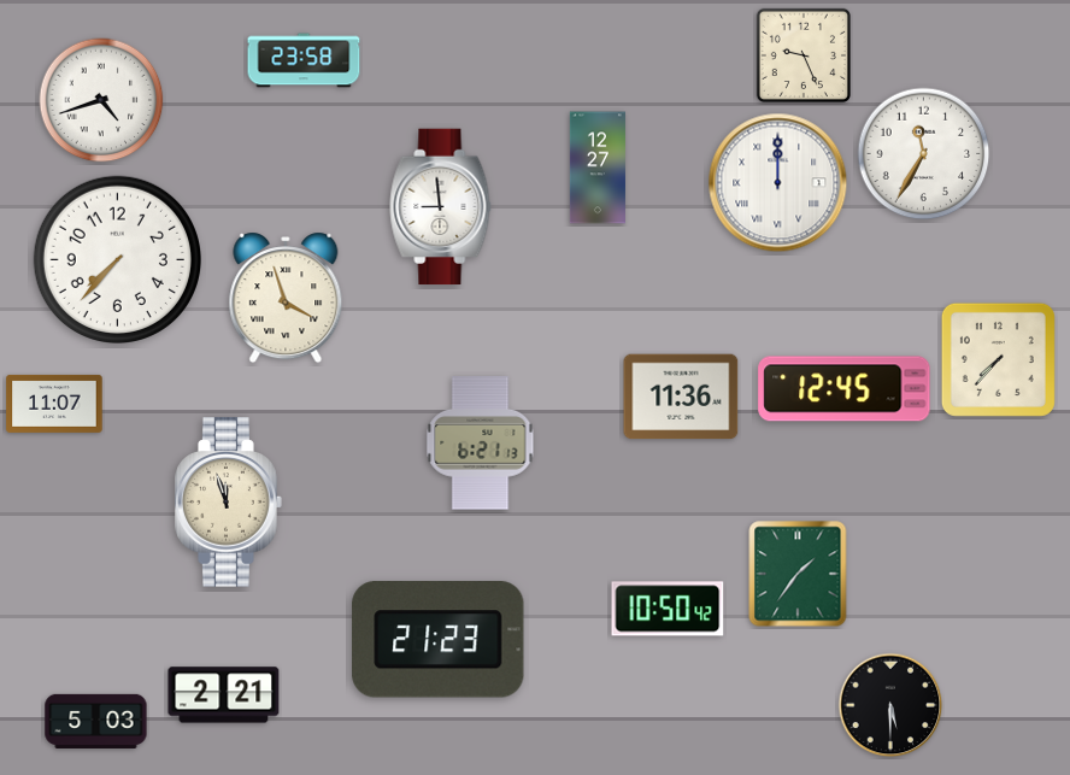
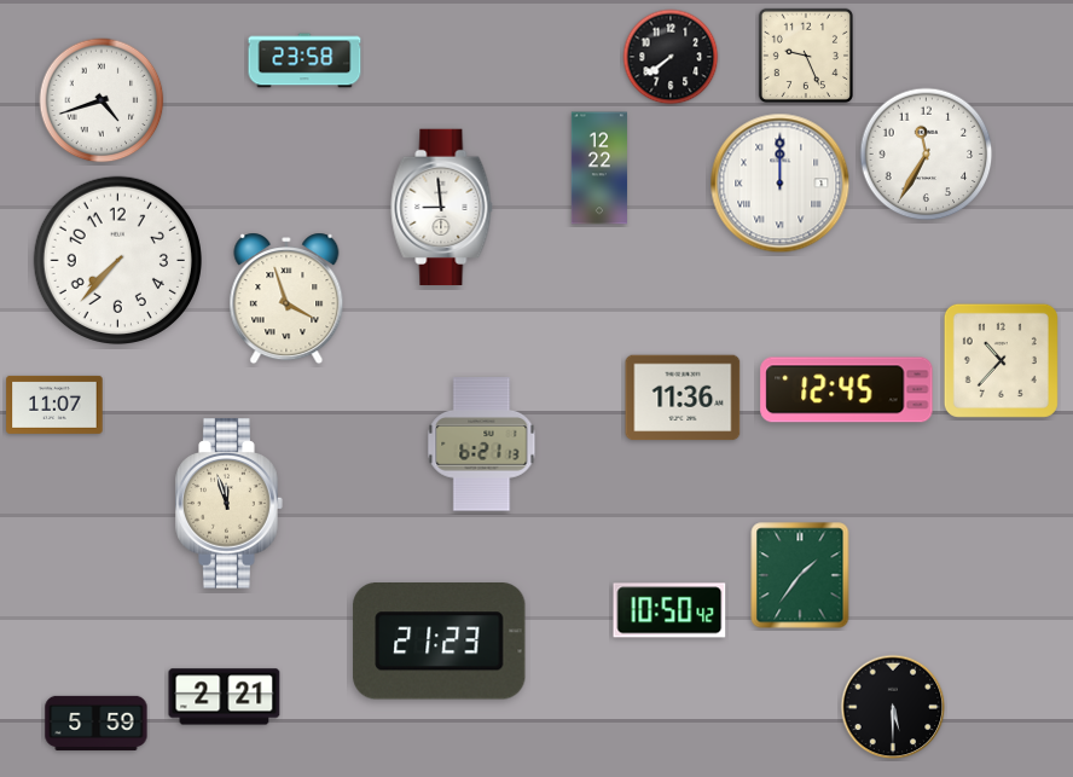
clock at (671, 57): none -> 7:39
clock at (598, 168): 12:27 -> 12:22
clock at (998, 359): 7:37 -> 10:37
clock at (96, 721): 5:03 -> 5:59
